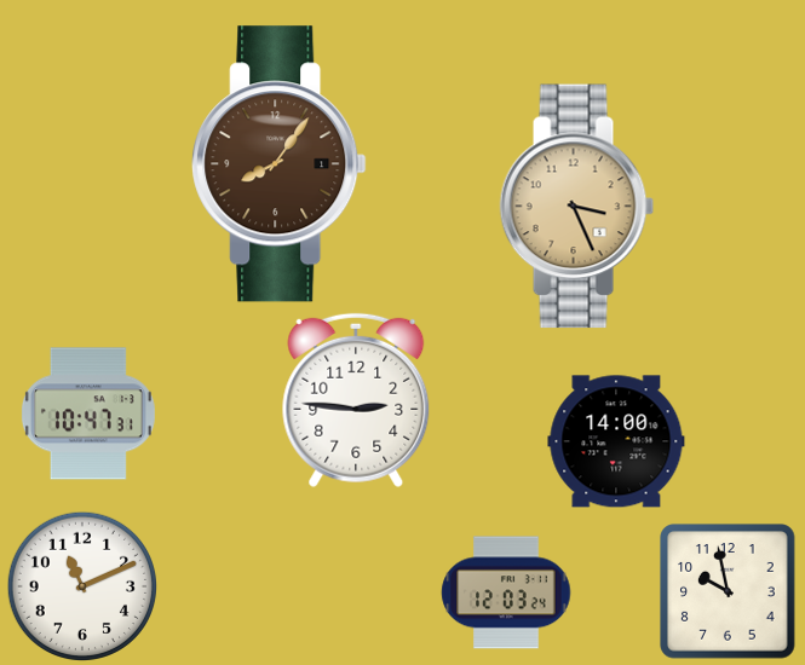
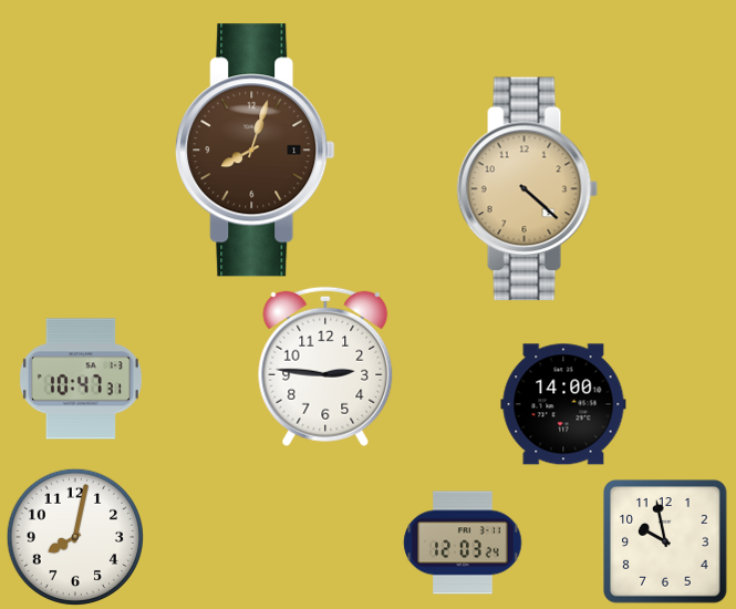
clock at (280, 164): 8:06 -> 8:03
clock at (577, 207): 3:26 -> 4:22
clock at (81, 585): 11:11 -> 8:02
